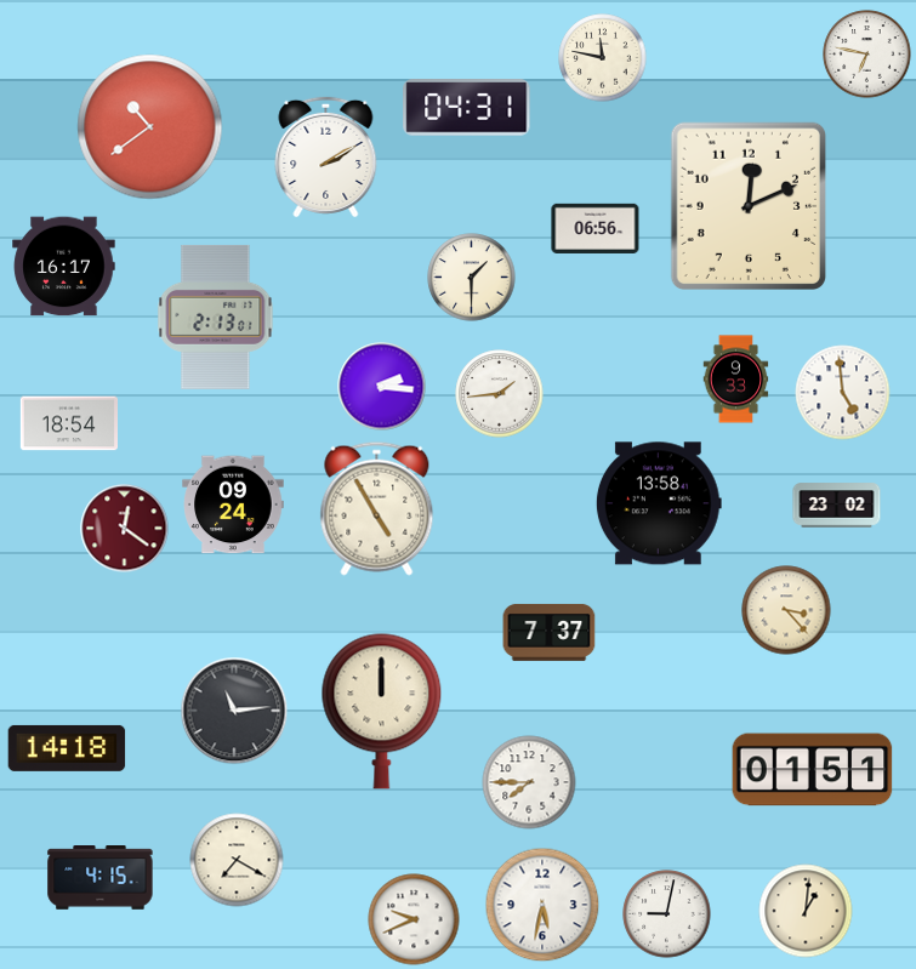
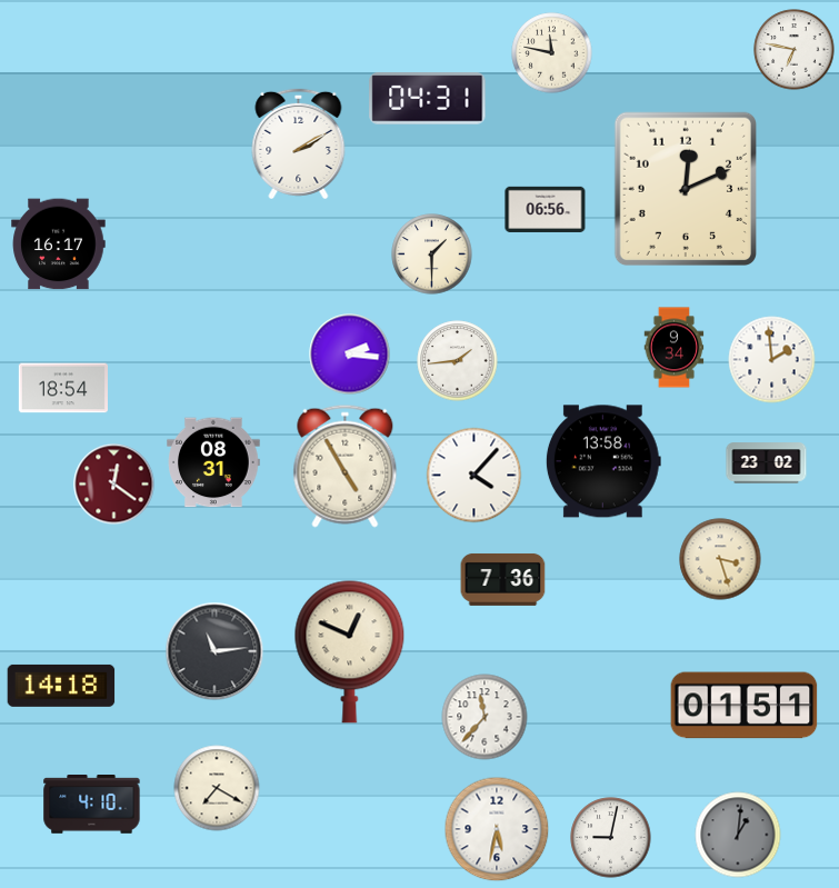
clock at (150, 127): 10:39 -> none
clock at (216, 317): 2:13 -> none
clock at (736, 380): 9:33 -> 9:34
clock at (843, 393): 4:59 -> 1:59
clock at (233, 505): 09:24 -> 08:31
clock at (475, 476): none -> 4:07
clock at (786, 610): 3:23 -> 3:27
clock at (550, 632): 7:37 -> 7:36
clock at (382, 711): 12:00 -> 12:49
clock at (529, 782): 7:45 -> 11:37
clock at (101, 878): 4:15 -> 4:10
clock at (806, 911) dial: cream -> grey
clock at (414, 919): 9:41 -> none
